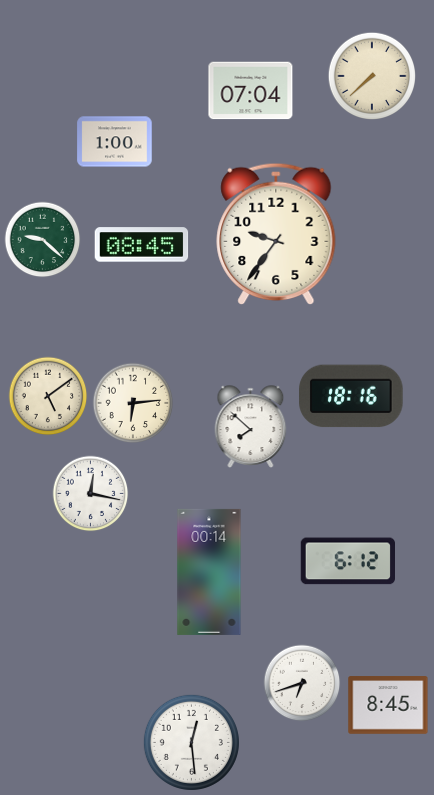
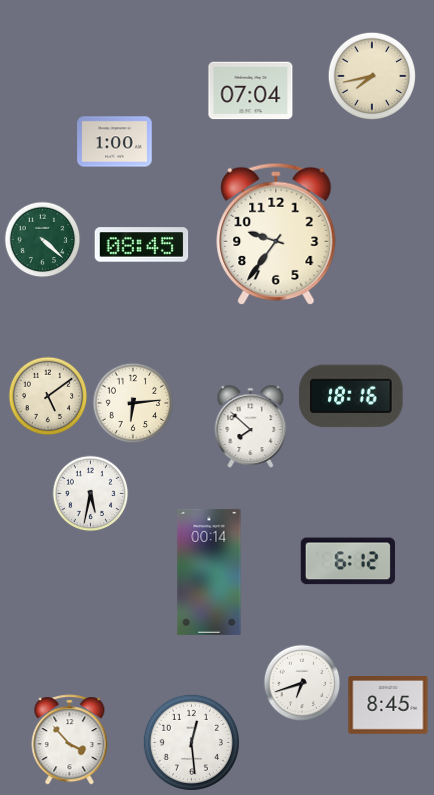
clock at (371, 75): 7:38 -> 7:43
clock at (43, 240): 9:22 -> 4:22
clock at (91, 494): 12:17 -> 5:32
clock at (70, 740): none -> 3:53
